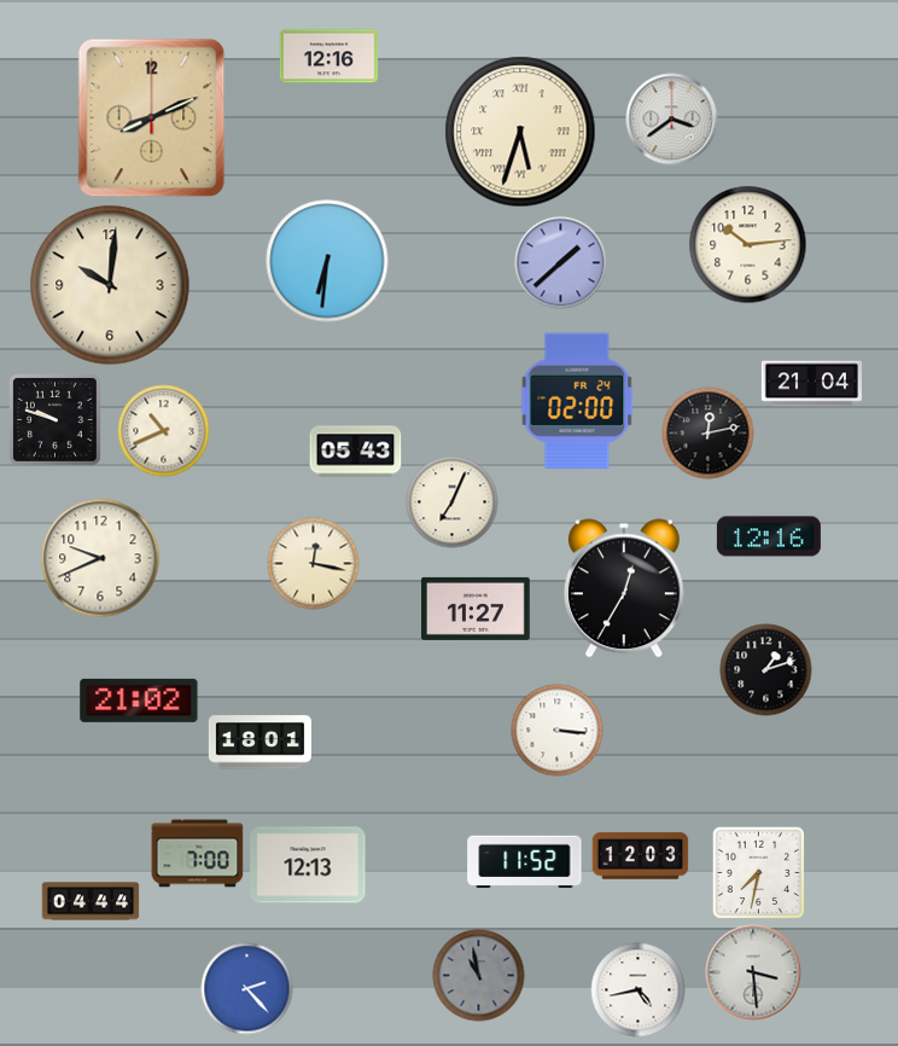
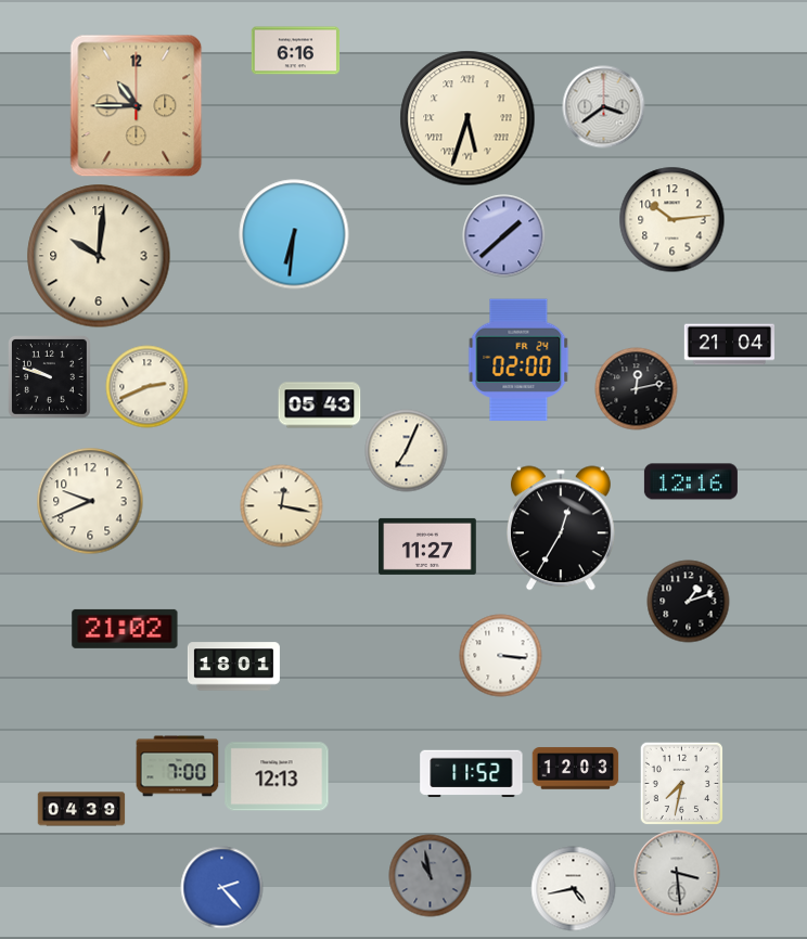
clock at (330, 57): 12:16 -> 6:16
clock at (152, 118): 8:11 -> 10:45
clock at (164, 431): 10:41 -> 2:41
clock at (91, 901): 04:44 -> 04:39
